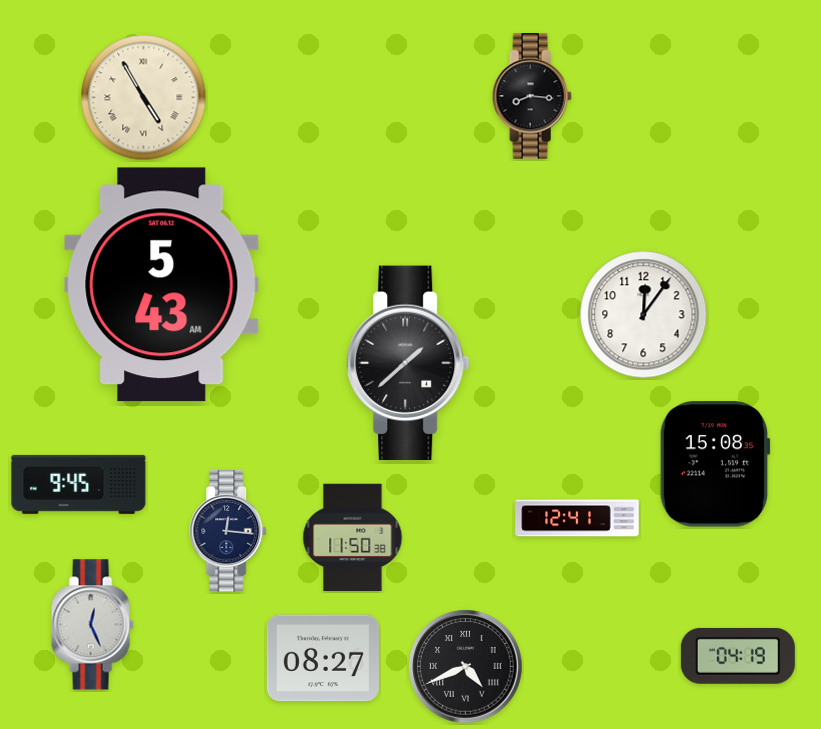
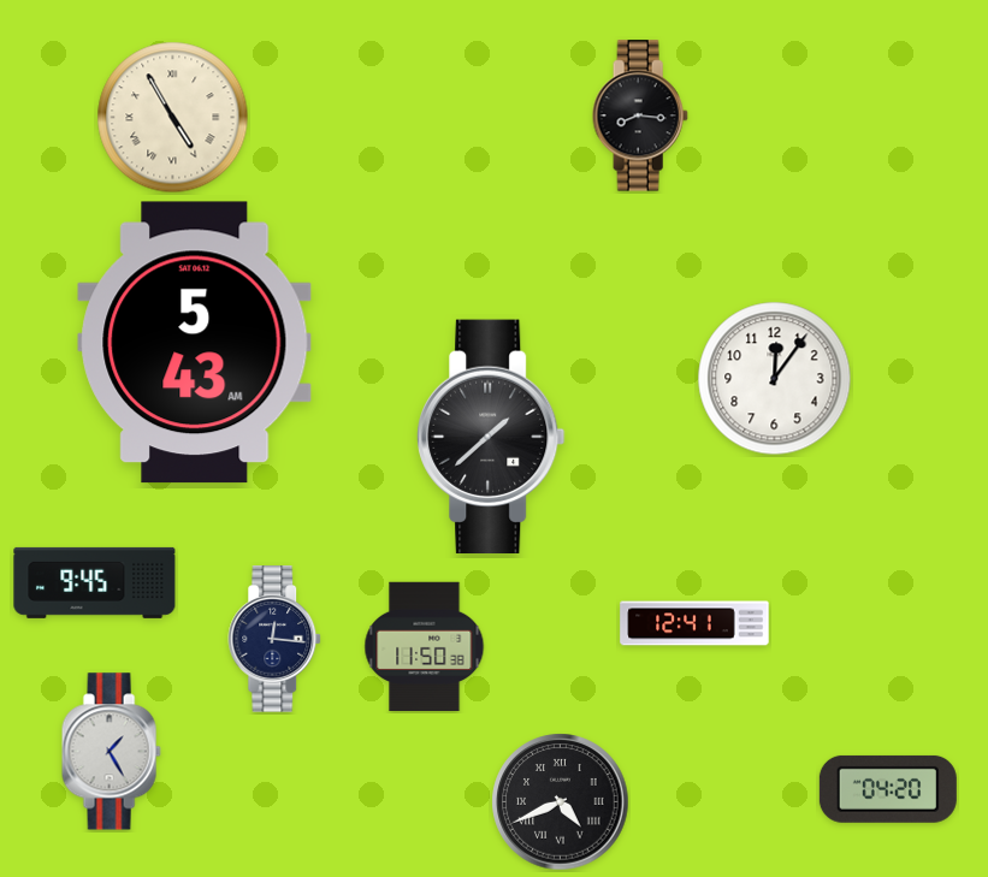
clock at (715, 464): 15:08 -> none
clock at (92, 625): 12:26 -> 1:25
clock at (738, 656): 04:19 -> 04:20
clock at (323, 658): 08:27 -> none
